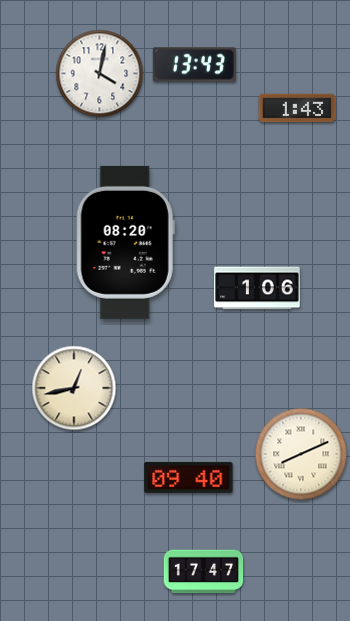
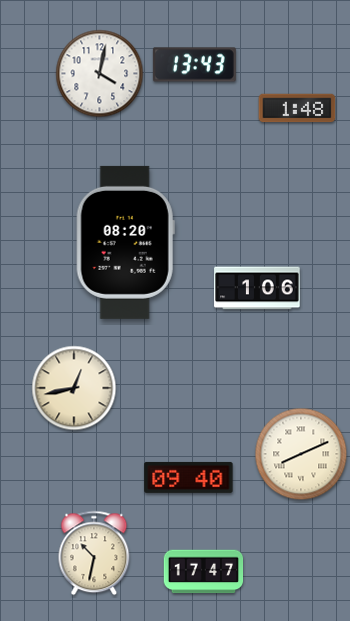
clock at (297, 108): 1:43 -> 1:48
clock at (94, 553): none -> 10:32
